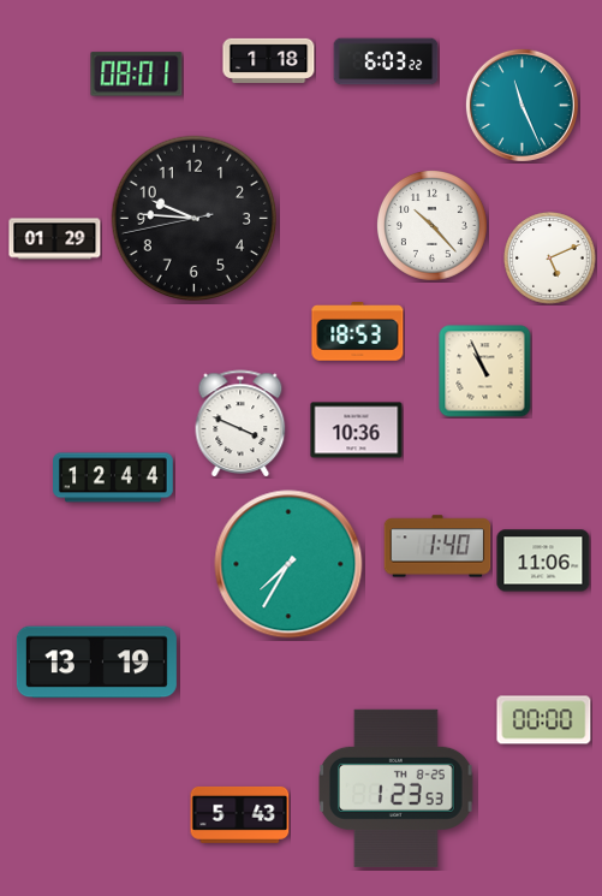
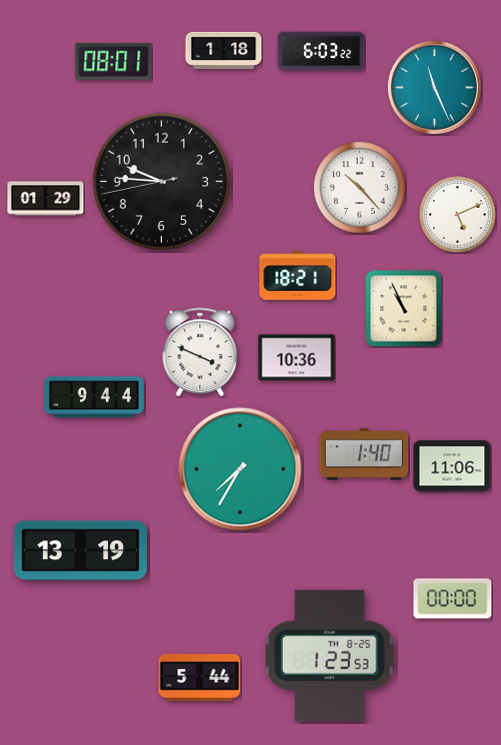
clock at (358, 332): 18:53 -> 18:21
clock at (113, 477): 12:44 -> 9:44
clock at (240, 814): 5:43 -> 5:44
